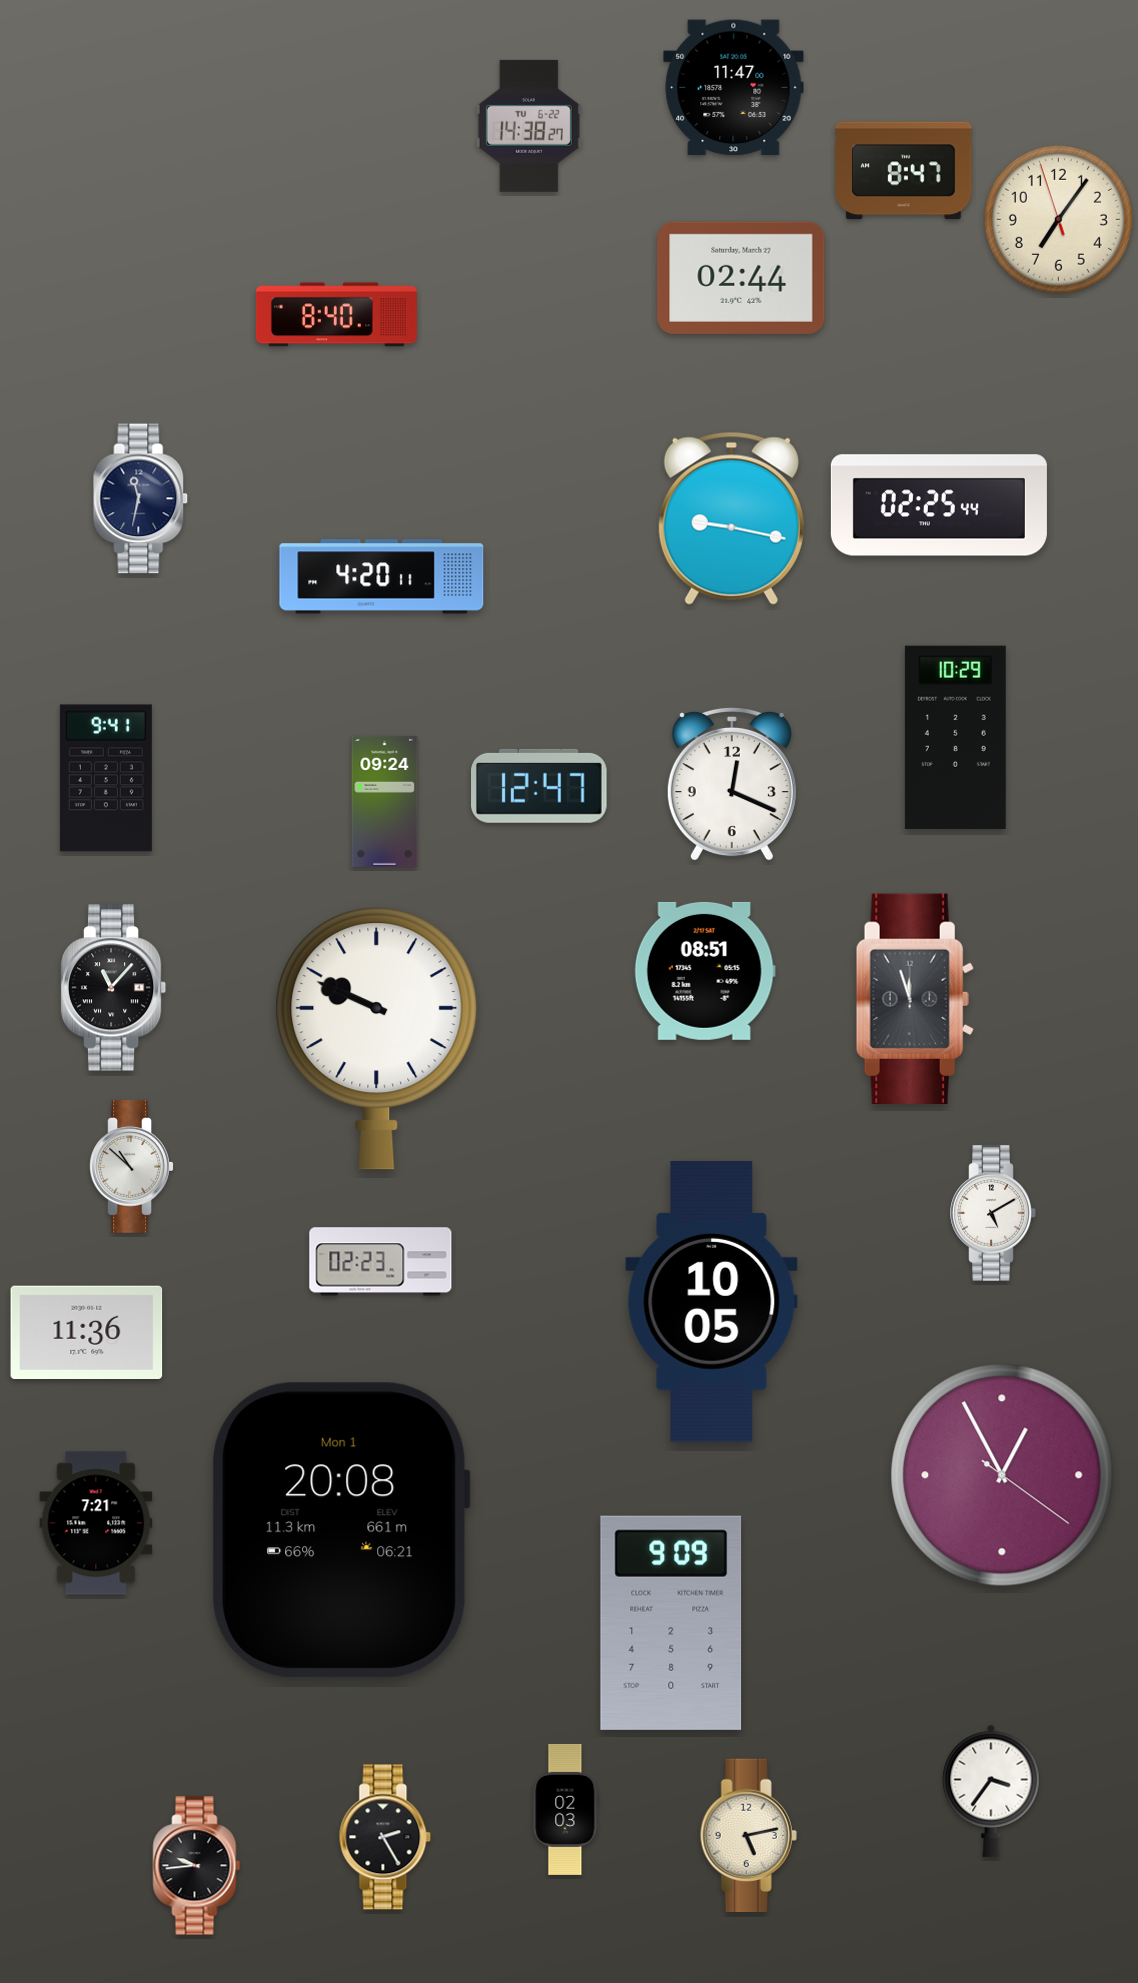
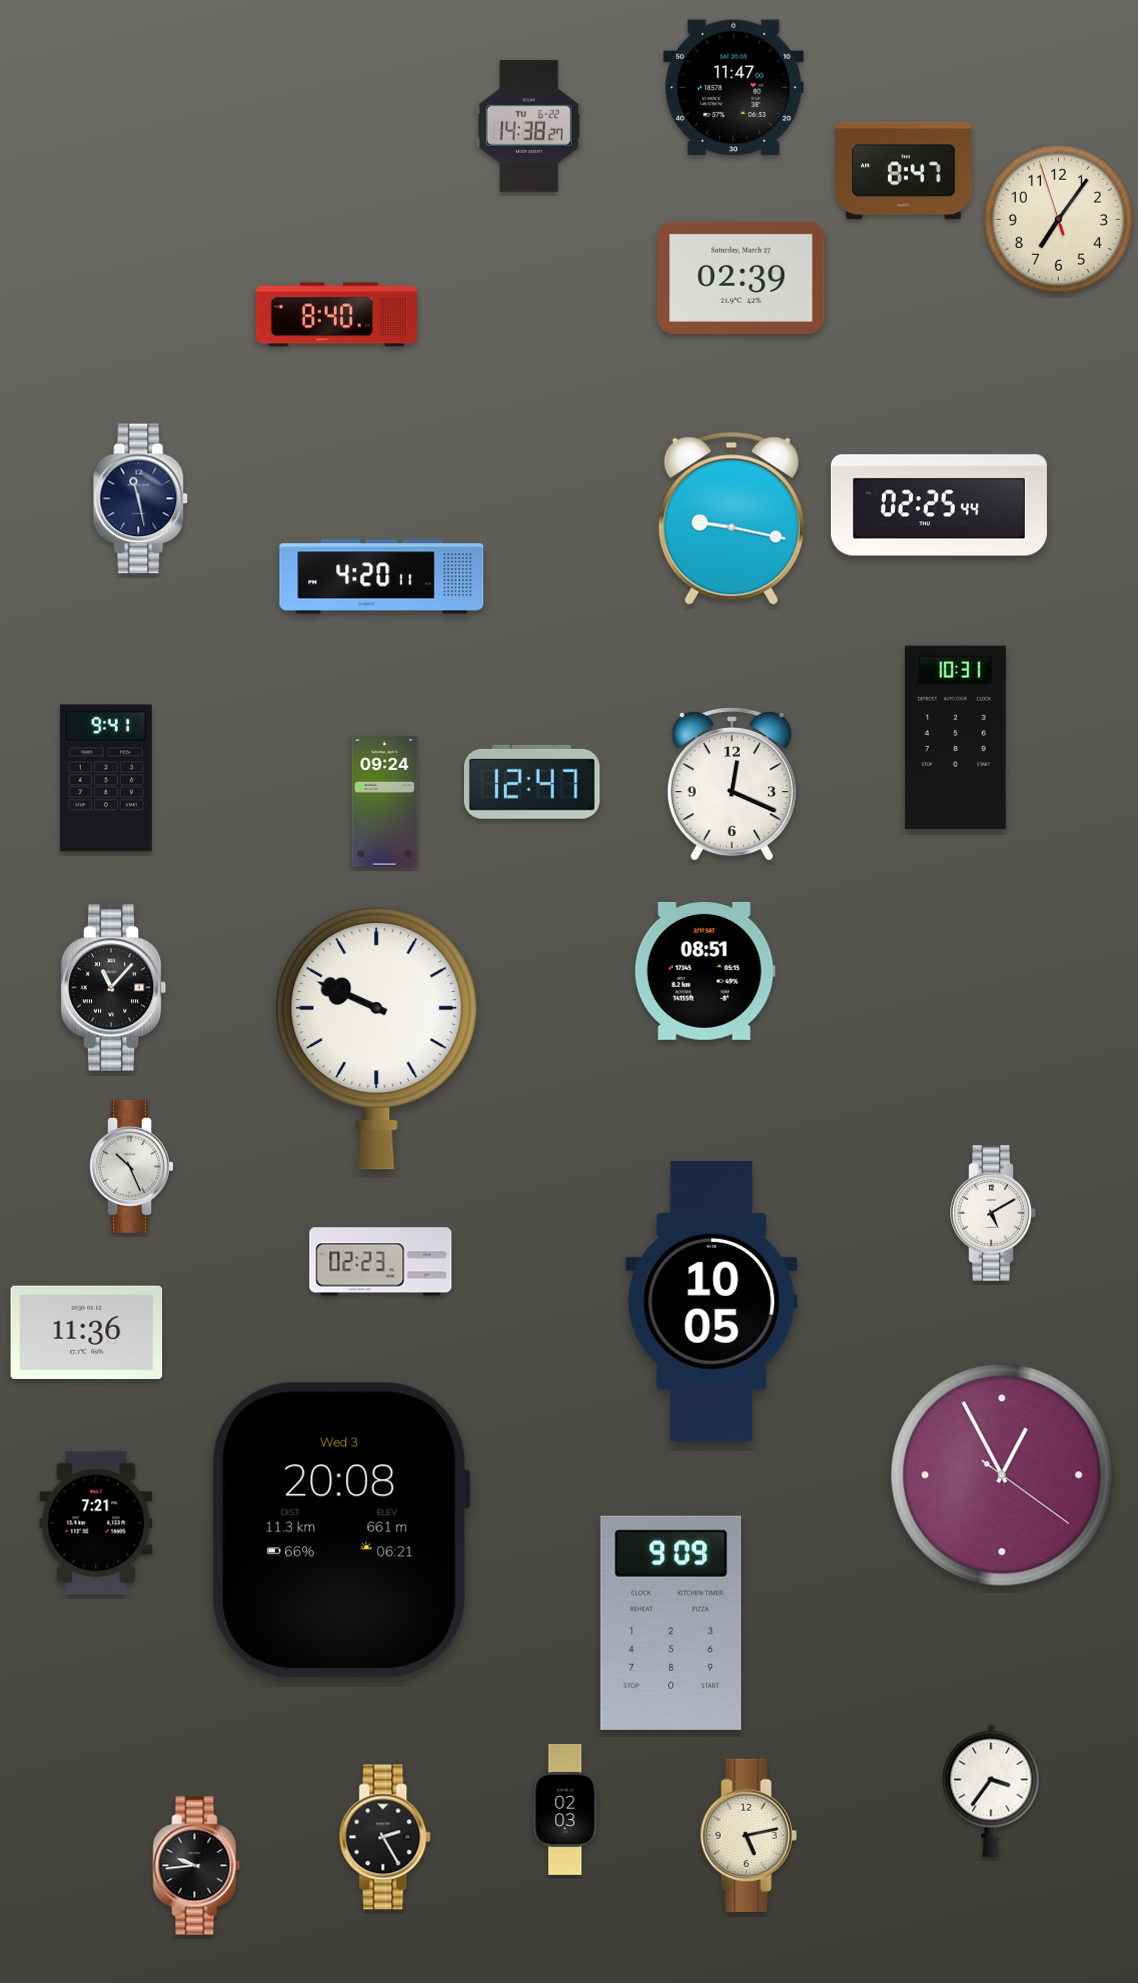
clock at (741, 278): 02:44 -> 02:39
clock at (141, 499): 11:32 -> 11:28
clock at (955, 737): 10:29 -> 10:31
clock at (540, 786) position: (540, 786) -> (533, 782)
clock at (915, 998): 11:57 -> none
clock at (131, 1166): 10:52 -> 10:26
clock at (341, 1530) date: Mon 1 -> Wed 3
